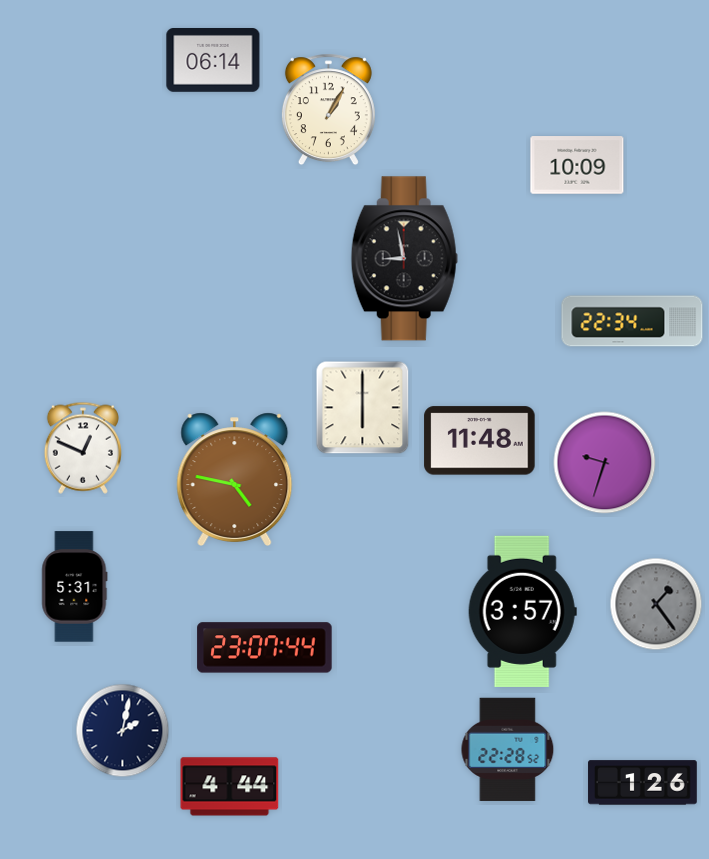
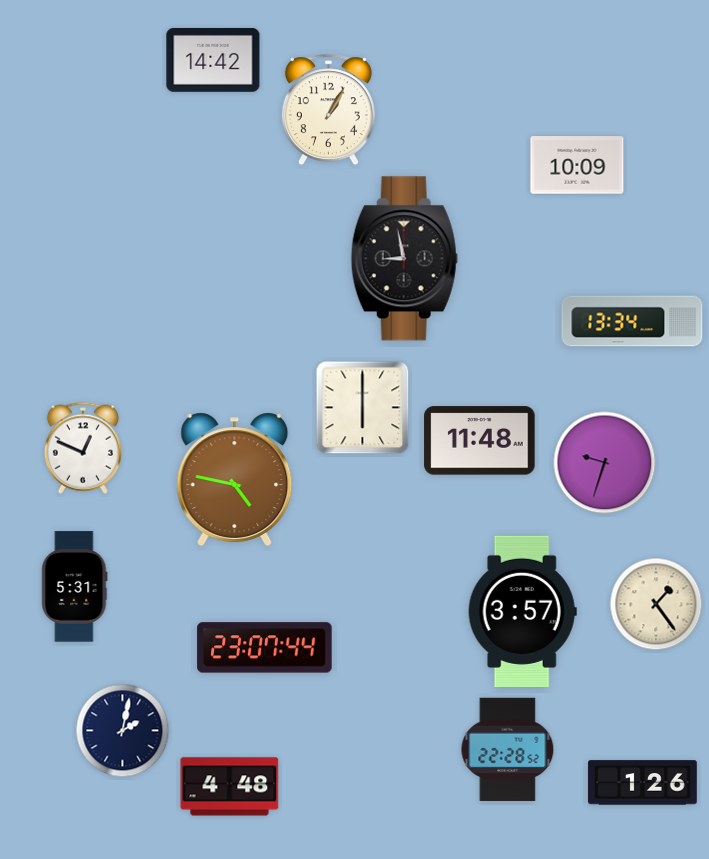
clock at (213, 61): 06:14 -> 14:42
clock at (632, 321): 22:34 -> 13:34
clock at (656, 604) dial: grey -> cream
clock at (230, 787): 4:44 -> 4:48
